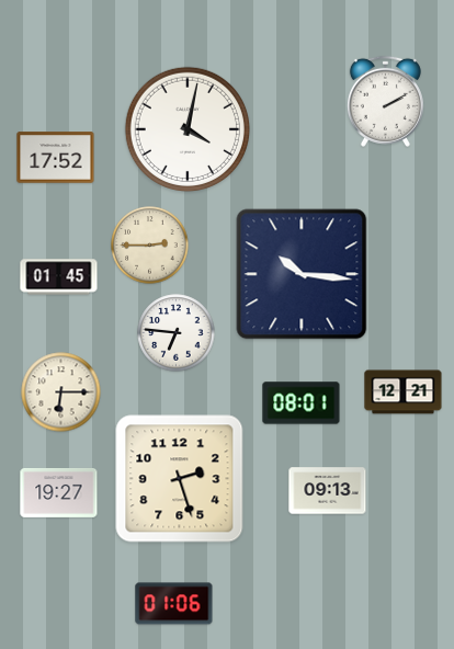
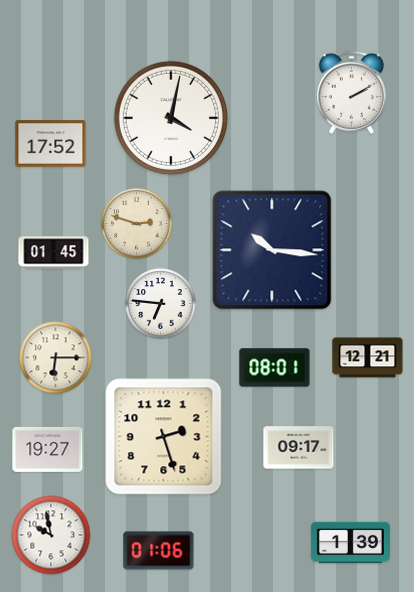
clock at (150, 246): 2:45 -> 2:48
clock at (302, 274) position: (302, 274) -> (272, 250)
clock at (328, 491): 09:13 -> 09:17
clock at (59, 492) position: (59, 492) -> (48, 449)
clock at (51, 535): none -> 9:58
clock at (350, 543): none -> 1:39
